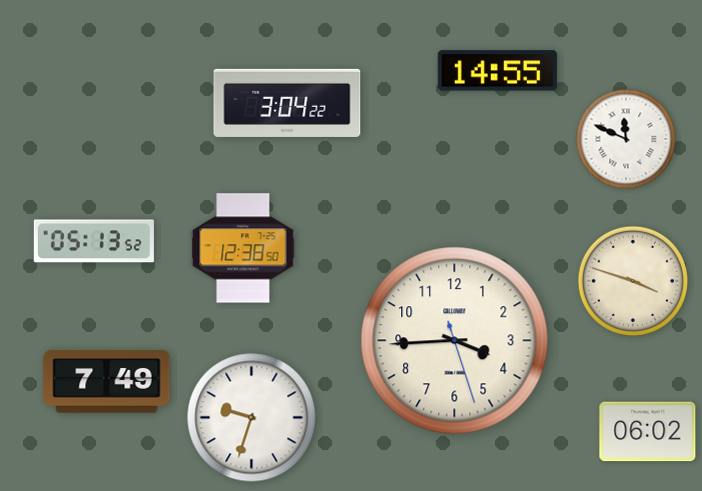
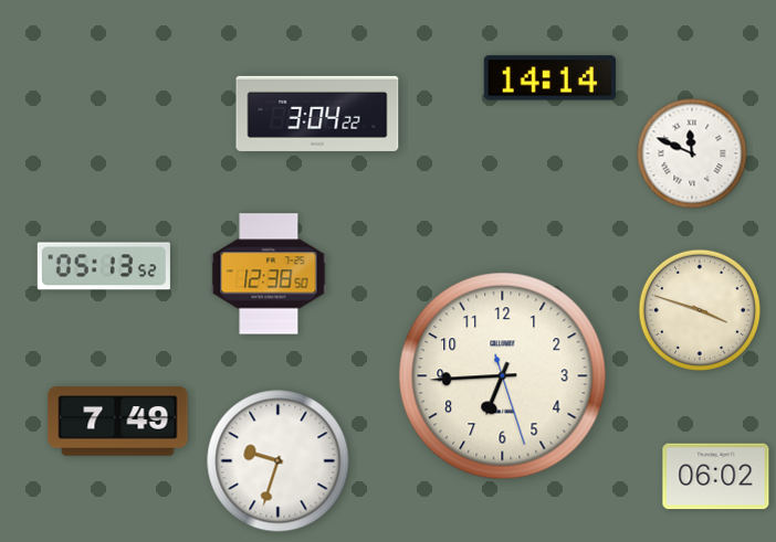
clock at (497, 71): 14:55 -> 14:14
clock at (455, 341): 3:44 -> 6:44
